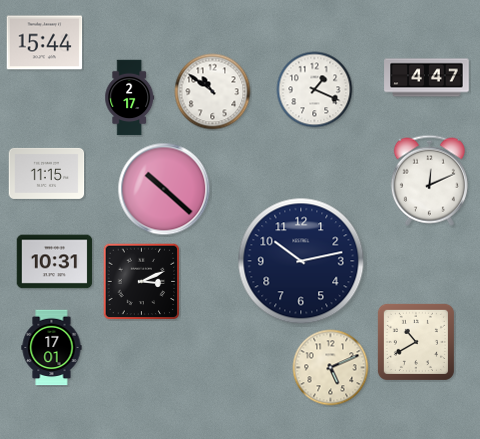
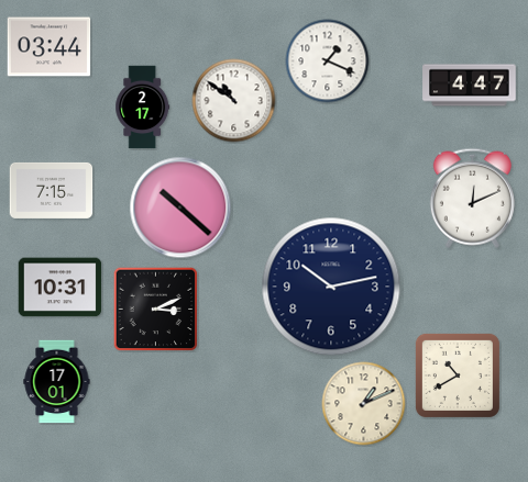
clock at (45, 43): 15:44 -> 03:44
clock at (315, 90) position: (315, 90) -> (328, 61)
clock at (47, 173): 11:15 -> 7:15
clock at (331, 368): 5:11 -> 1:11
